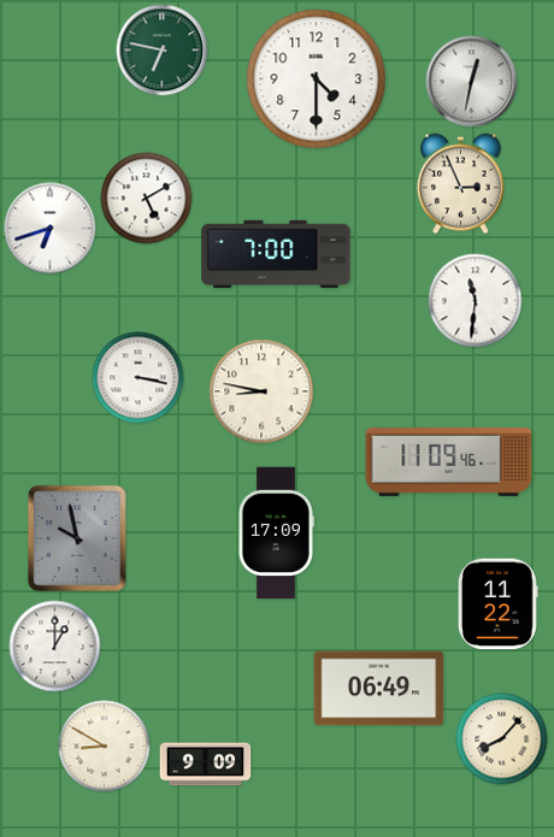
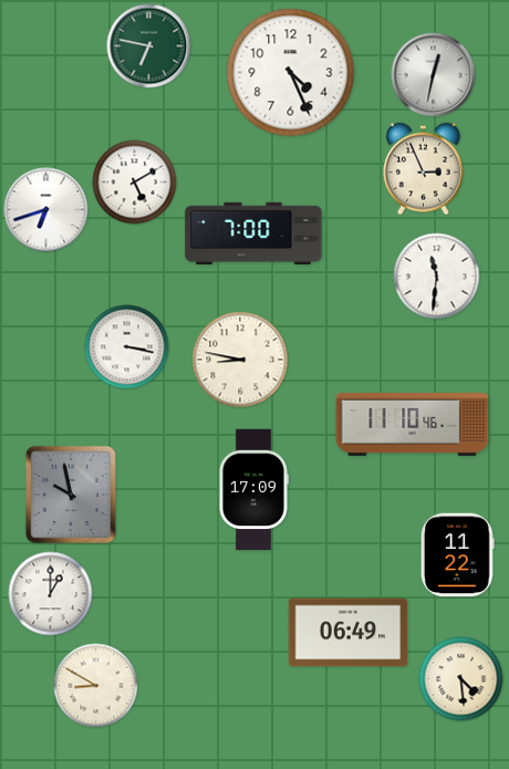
clock at (317, 79): 4:30 -> 4:26
clock at (449, 462): 11:09 -> 11:10
clock at (502, 739): 8:07 -> 4:29
clock at (206, 765): 9:09 -> none
